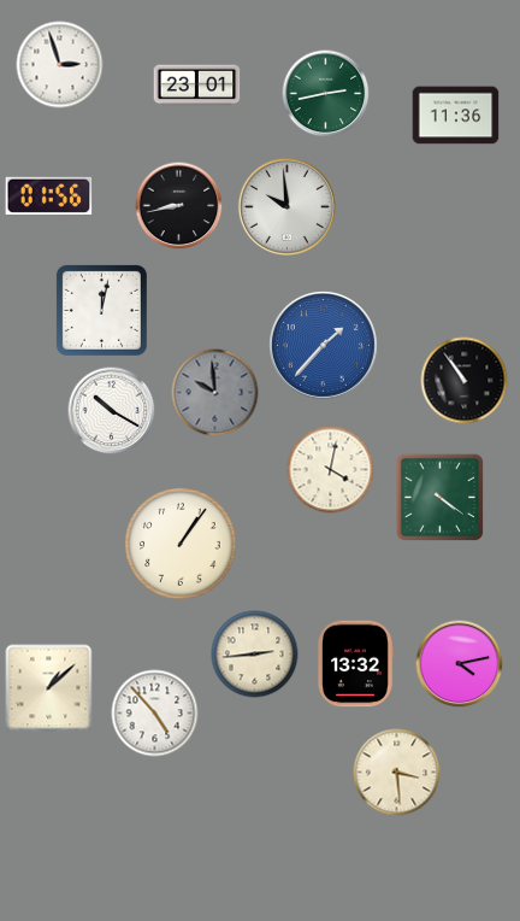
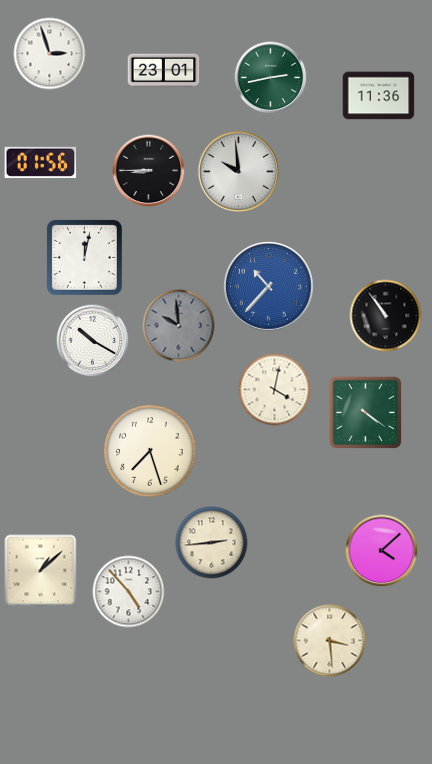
clock at (179, 206): 8:43 -> 8:45
clock at (323, 345): 1:37 -> 10:37
clock at (181, 544): 1:06 -> 7:27
clock at (355, 664): 13:32 -> none
clock at (460, 664): 4:13 -> 4:08
